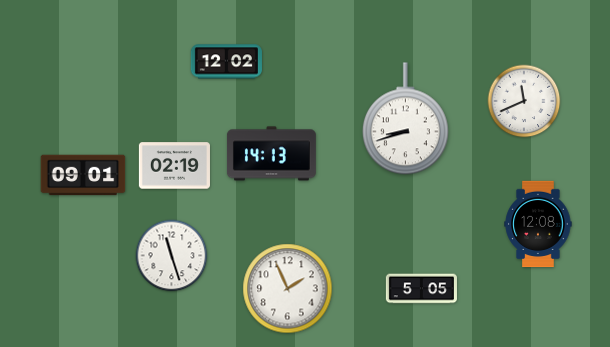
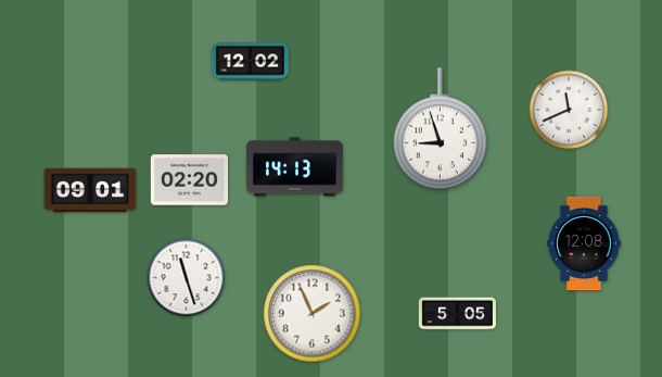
clock at (226, 62) position: (226, 62) -> (250, 62)
clock at (405, 119): 8:42 -> 8:57
clock at (174, 166): 02:19 -> 02:20
